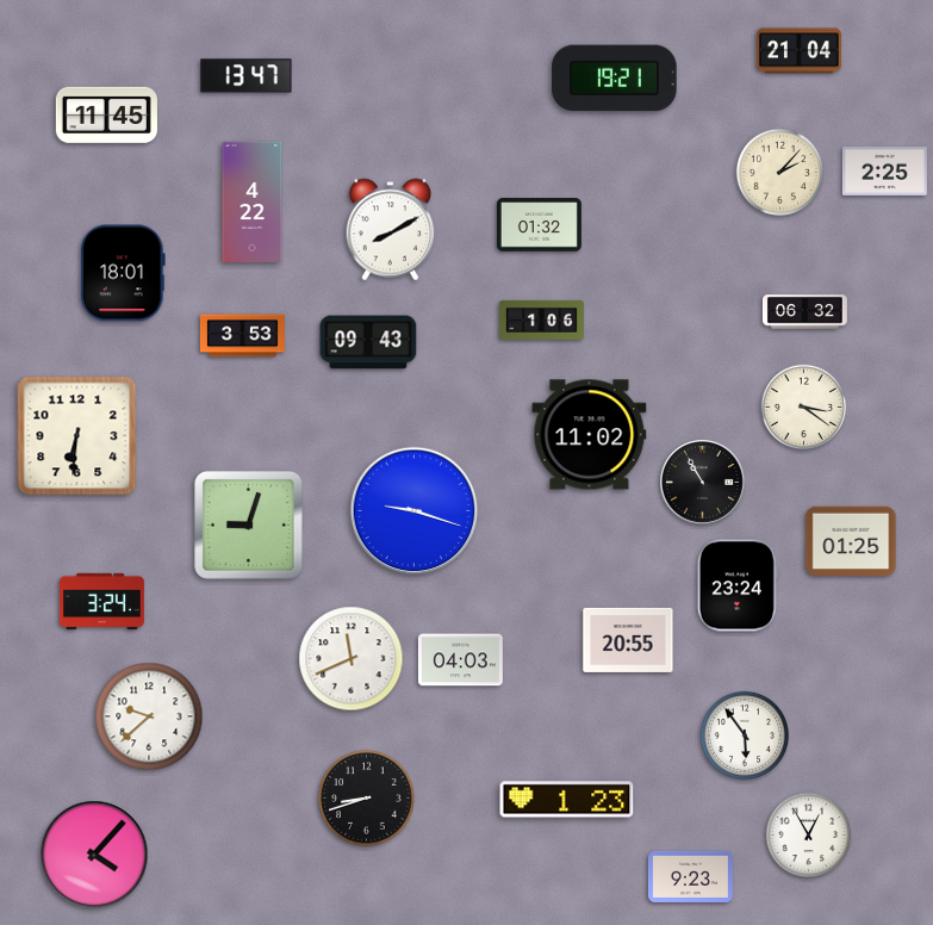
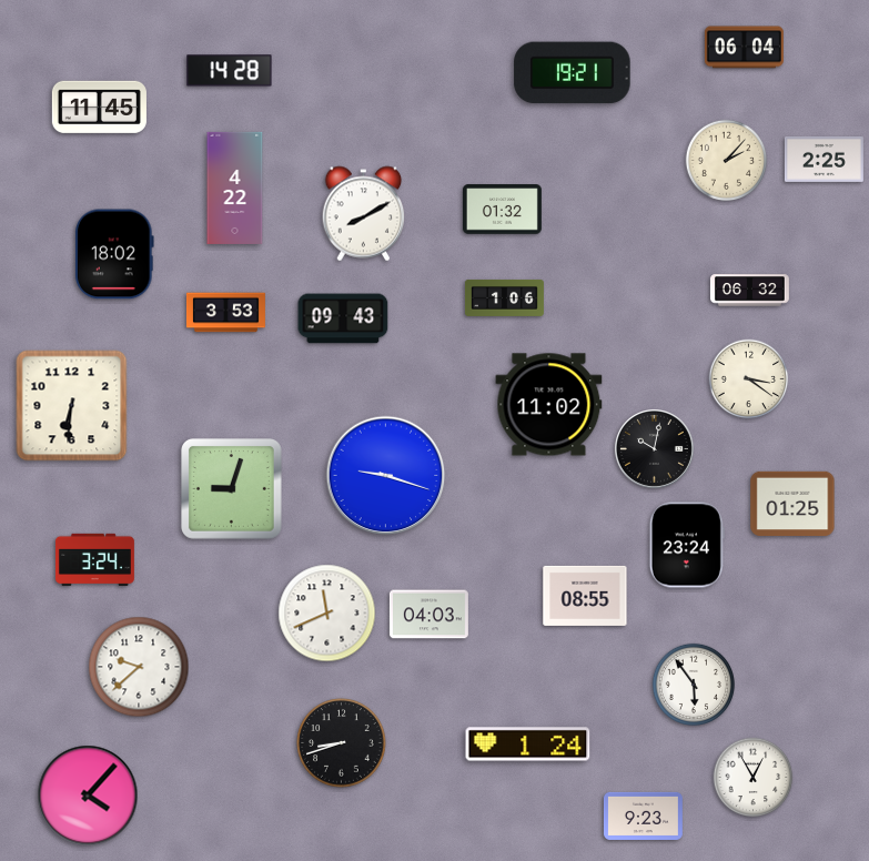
clock at (798, 51): 21:04 -> 06:04
clock at (247, 76): 13:47 -> 14:28
clock at (123, 273): 18:01 -> 18:02
clock at (702, 482): 10:55 -> 10:02
clock at (628, 640): 20:55 -> 08:55
clock at (567, 800): 1:23 -> 1:24
